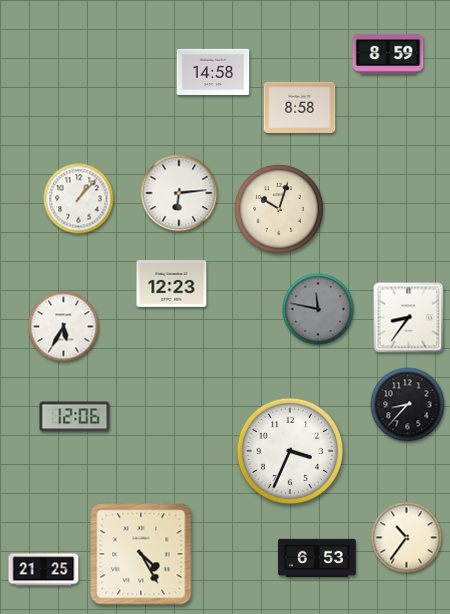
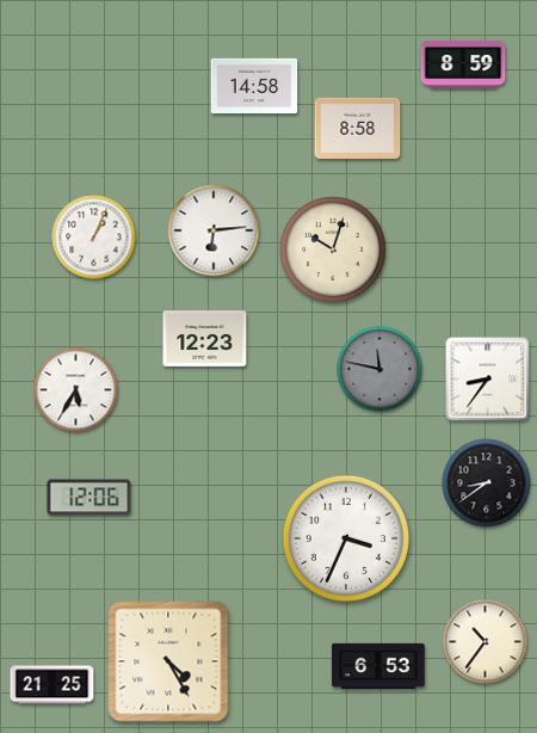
clock at (79, 199): 1:07 -> 1:04
clock at (408, 405): 8:37 -> 8:39
clock at (44, 570) position: (44, 570) -> (53, 685)
